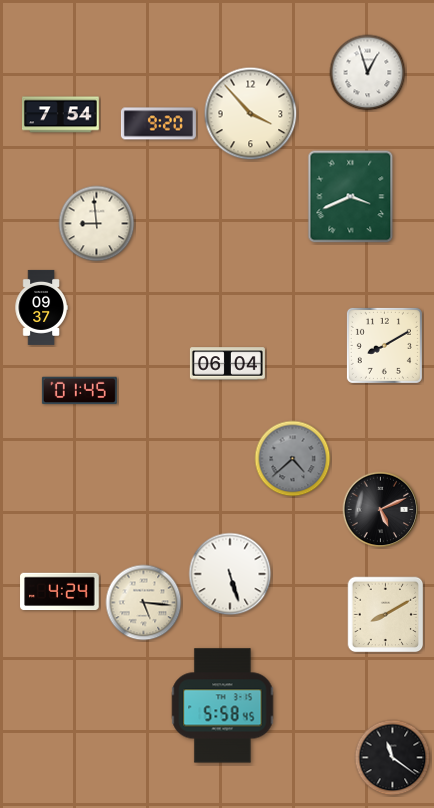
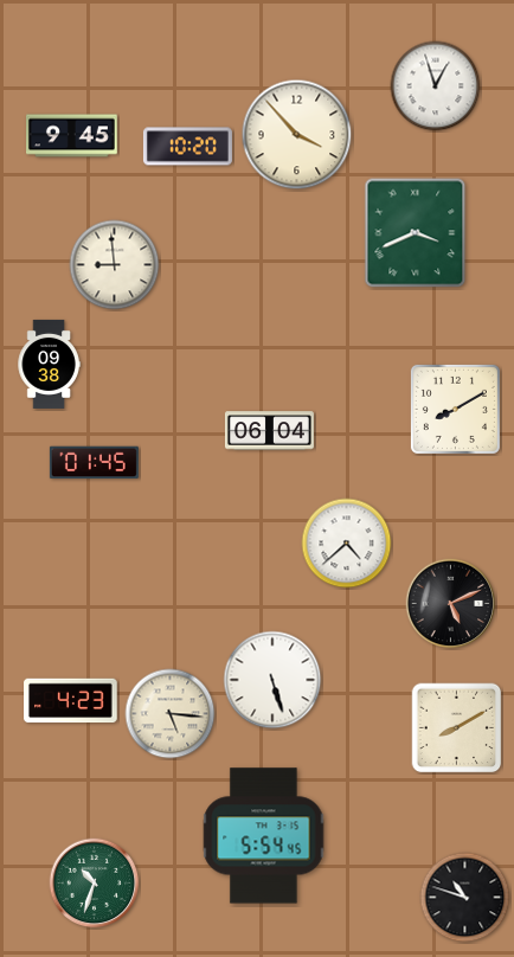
clock at (61, 115): 7:54 -> 9:45
clock at (158, 124): 9:20 -> 10:20
clock at (41, 307): 09:37 -> 09:38
clock at (293, 459) dial: grey -> white
clock at (60, 592): 4:24 -> 4:23
clock at (223, 706): 5:58 -> 5:54
clock at (95, 884): none -> 10:33
clock at (393, 758): 11:21 -> 10:48
